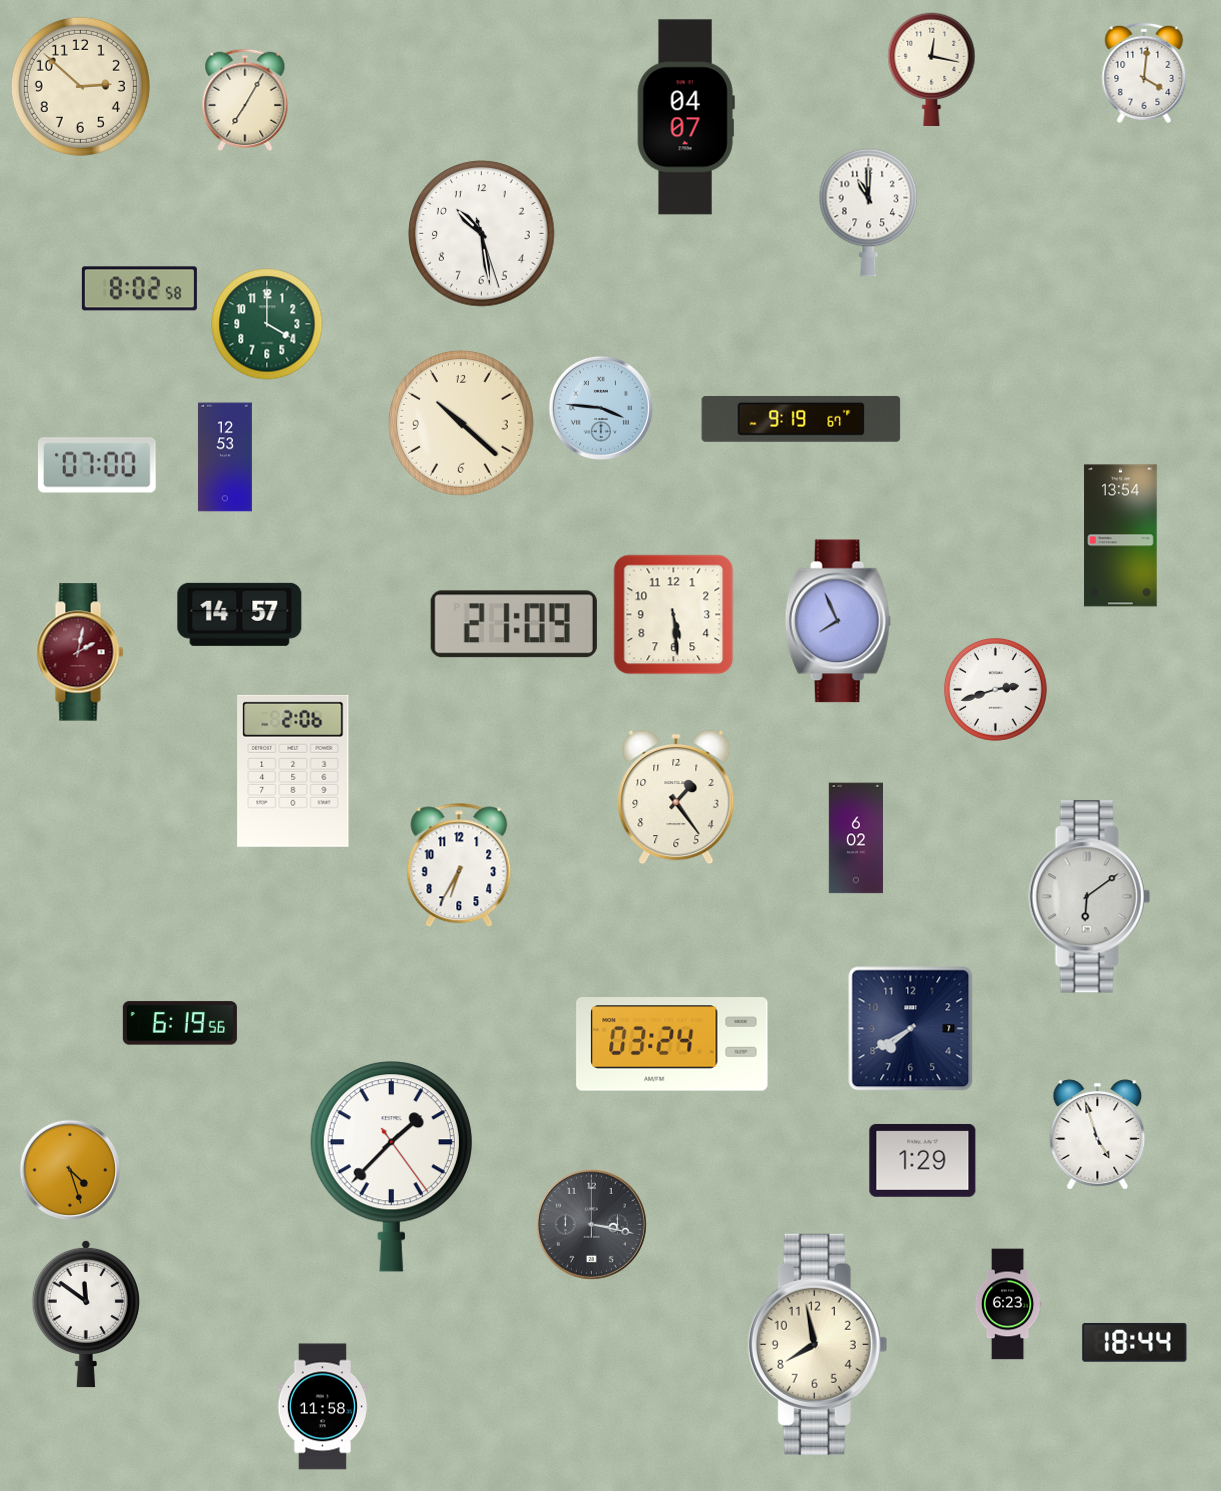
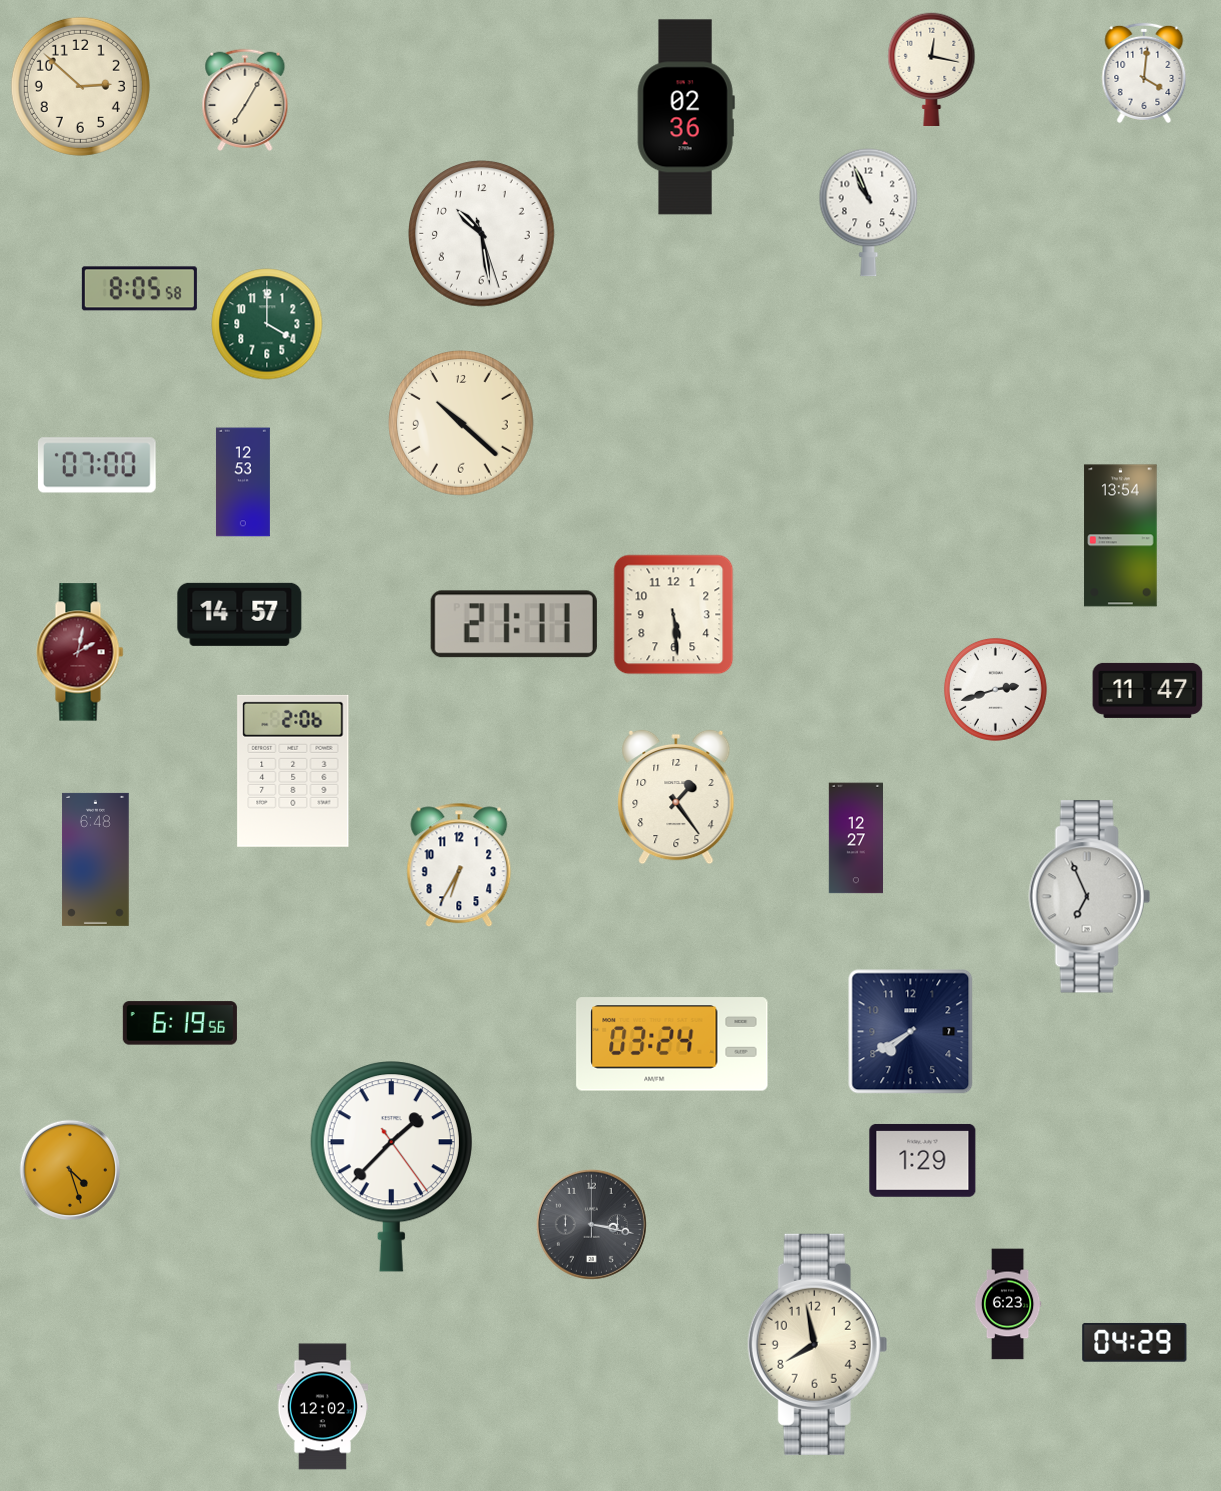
clock at (686, 117): 04:07 -> 02:36
clock at (869, 212): 11:00 -> 10:56
clock at (139, 289): 8:02 -> 8:05
clock at (601, 408): 3:46 -> none
clock at (801, 419): 9:19 -> none
clock at (225, 457) position: (225, 457) -> (243, 482)
clock at (838, 621): 7:56 -> none
clock at (514, 624): 21:09 -> 21:11
clock at (1148, 690): none -> 11:47
clock at (855, 838): 6:02 -> 12:27
clock at (96, 859): none -> 6:48
clock at (1089, 897): 6:09 -> 6:56
clock at (911, 1029) position: (911, 1029) -> (911, 1032)
clock at (1098, 1135): 4:57 -> none
clock at (86, 1314): 11:51 -> none
clock at (1135, 1342): 18:44 -> 04:29
clock at (323, 1407): 11:58 -> 12:02
